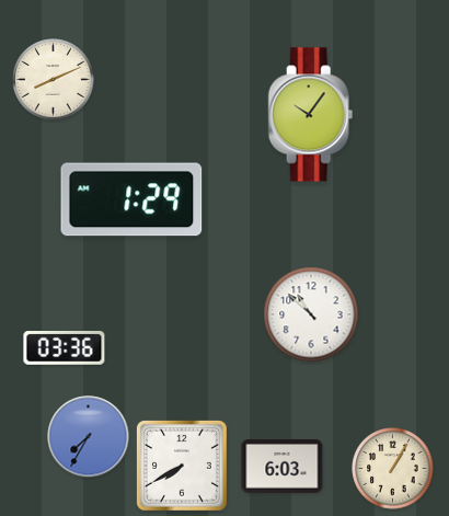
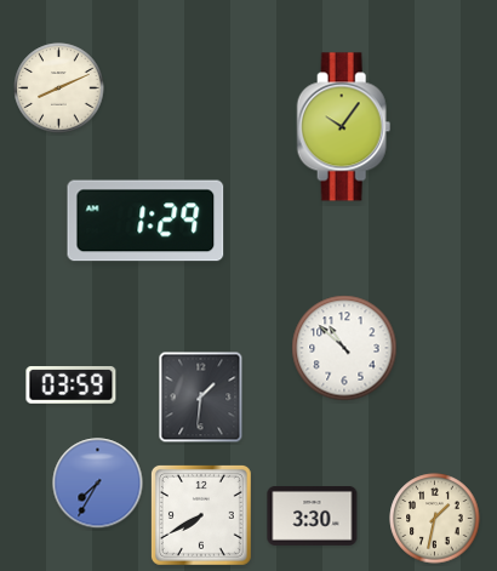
clock at (65, 348): 03:36 -> 03:59
clock at (201, 398): none -> 1:31
clock at (283, 467): 6:03 -> 3:30
clock at (393, 469): 1:05 -> 1:32
